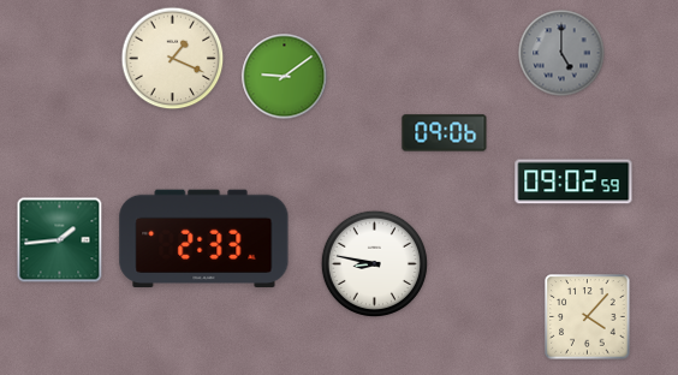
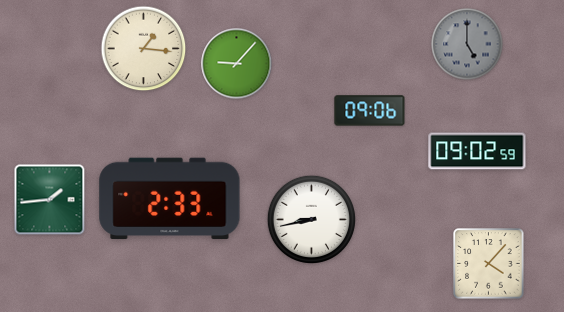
clock at (173, 59): 1:19 -> 1:16
clock at (285, 77): 9:09 -> 9:07
clock at (374, 263): 8:47 -> 8:43
